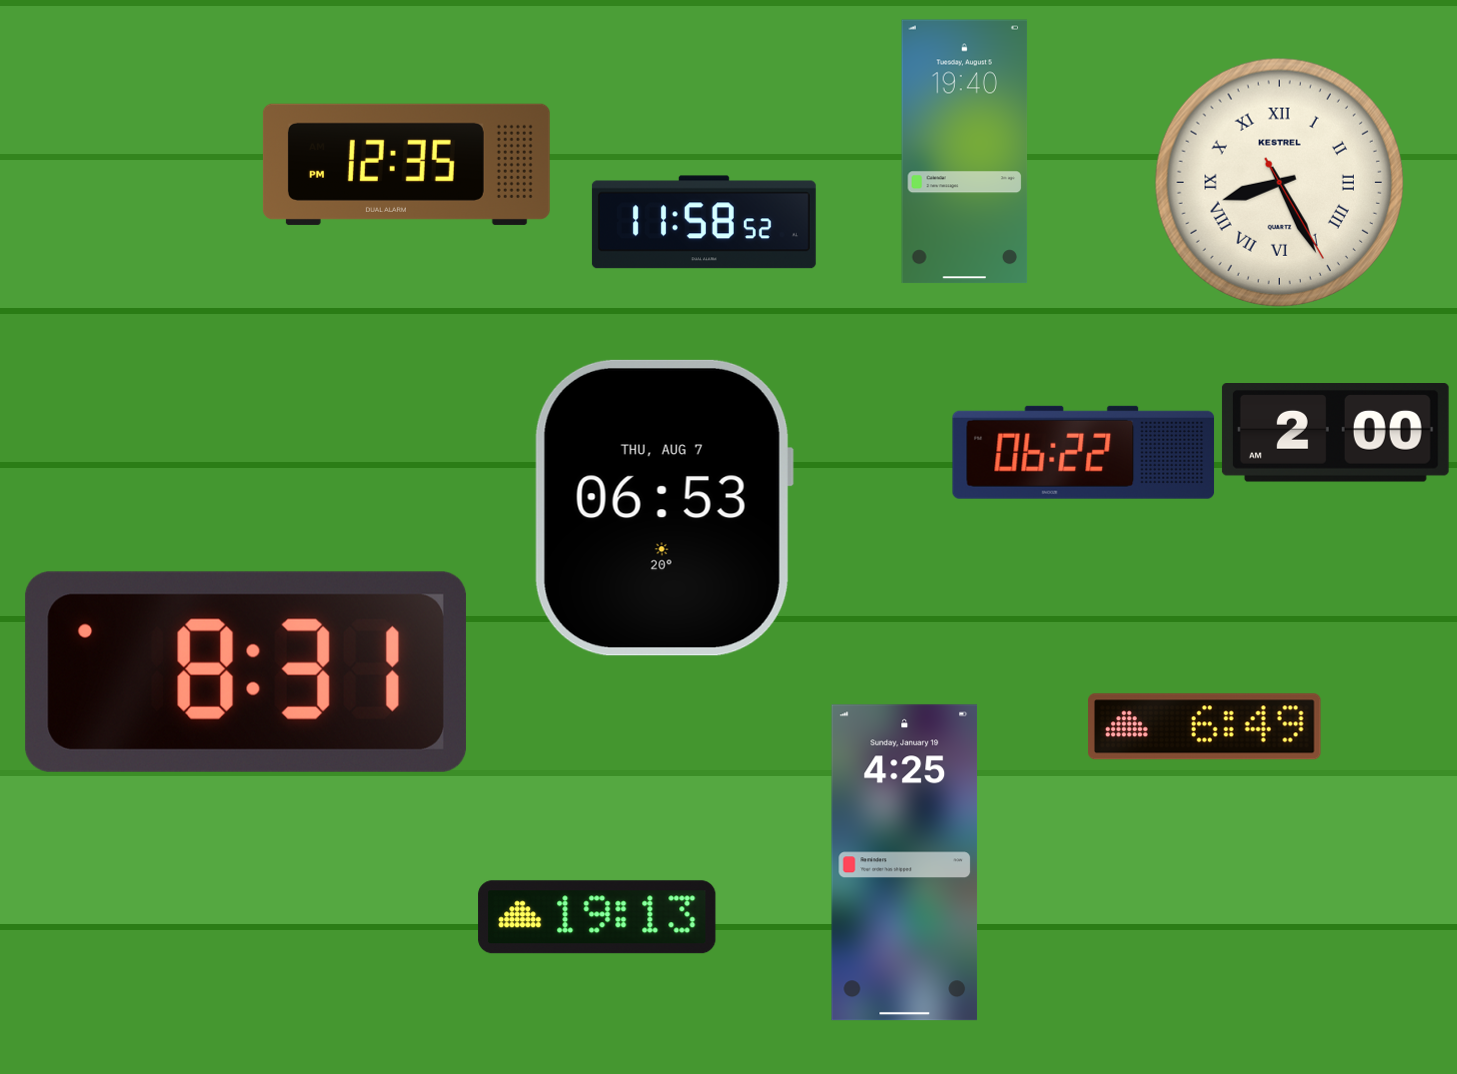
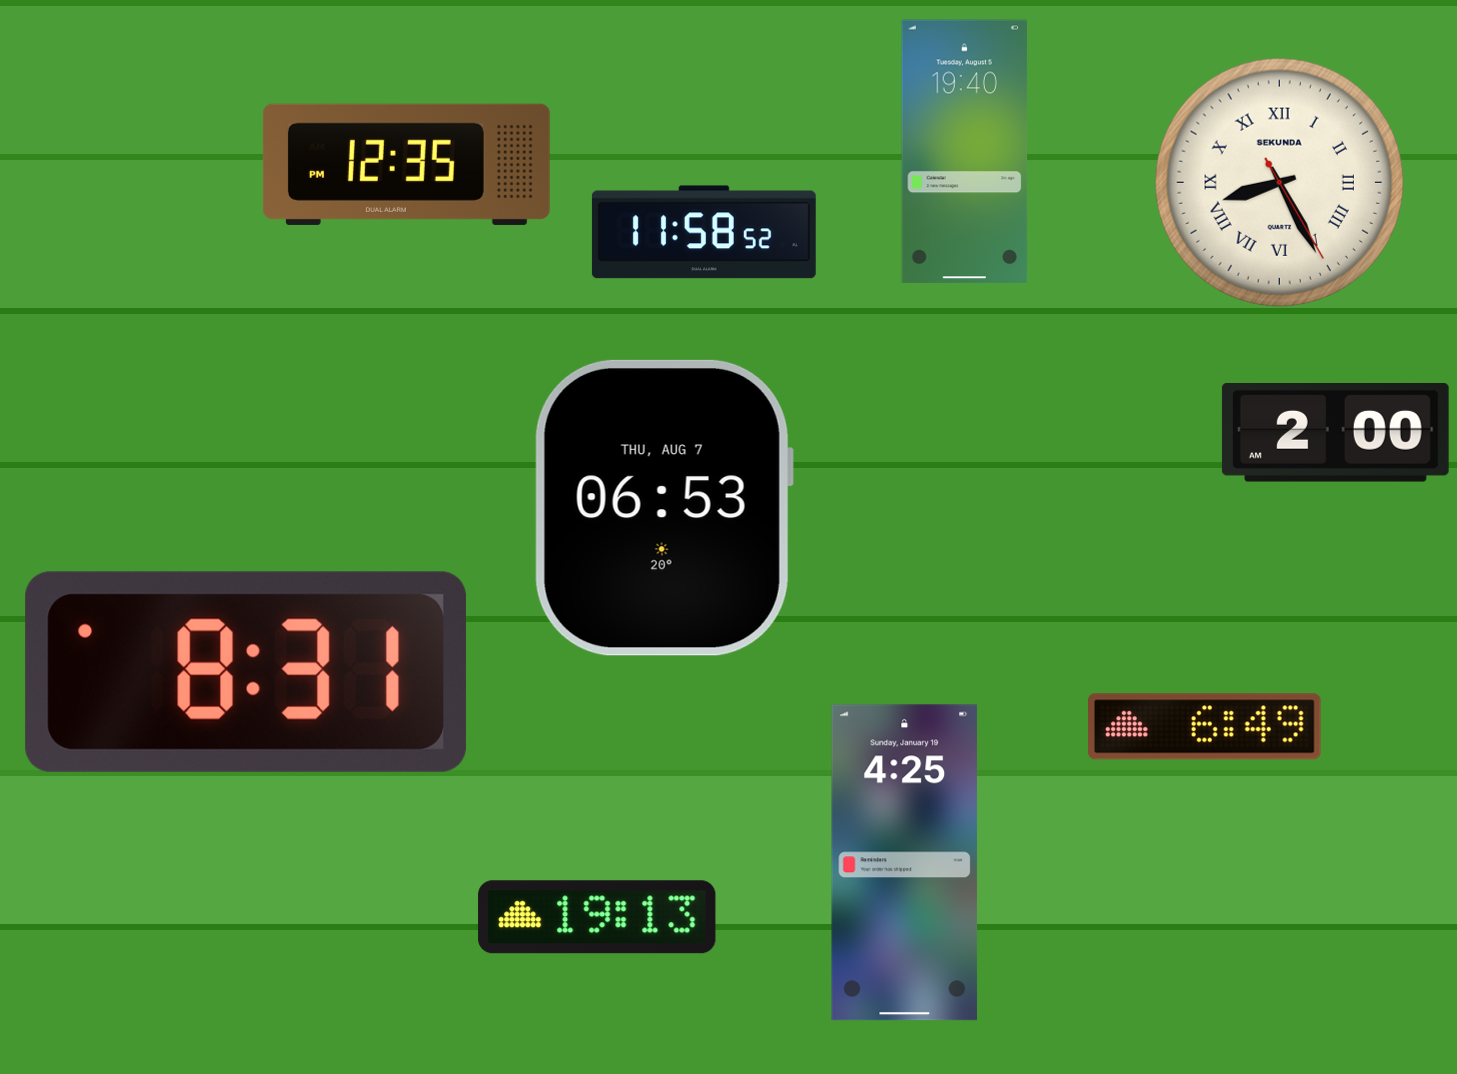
clock at (1279, 182) brand: KESTREL -> SEKUNDA
clock at (704, 222) position: (704, 222) -> (704, 232)
clock at (1084, 452): 06:22 -> none
